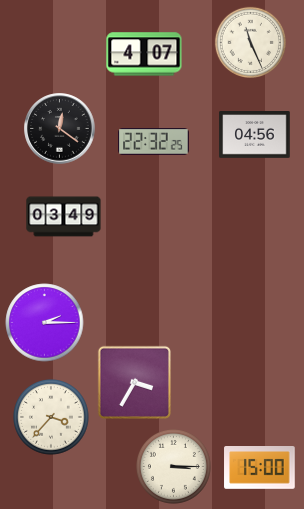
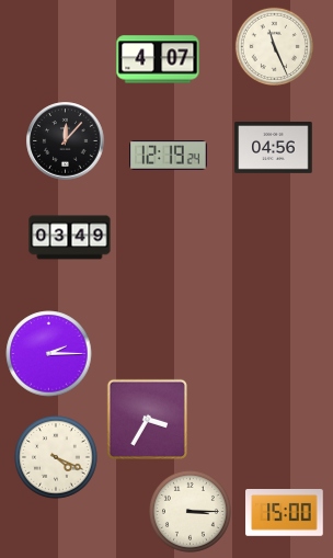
clock at (60, 129): 12:21 -> 12:07
clock at (255, 135) position: (255, 135) -> (274, 148)
clock at (154, 142): 22:32 -> 12:19
clock at (52, 418): 3:37 -> 4:19
